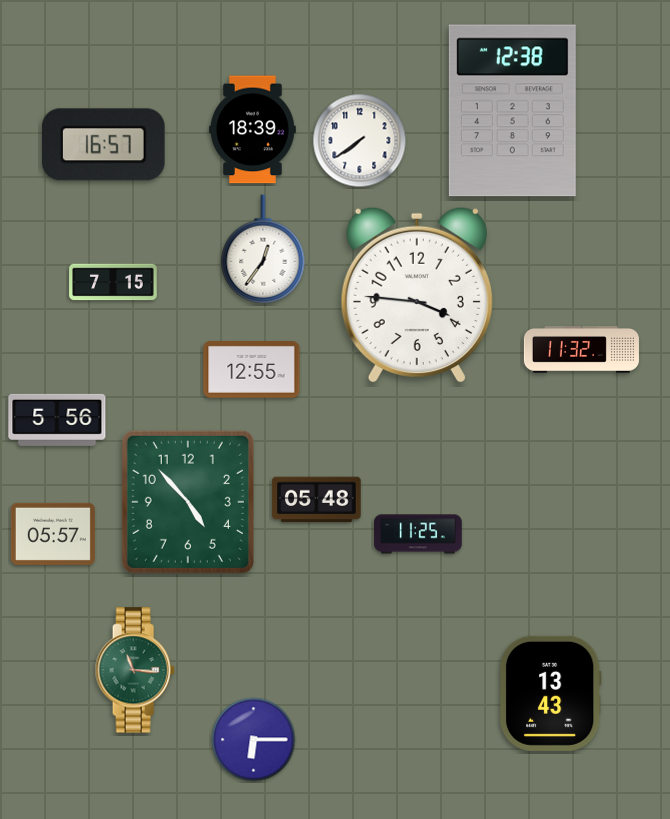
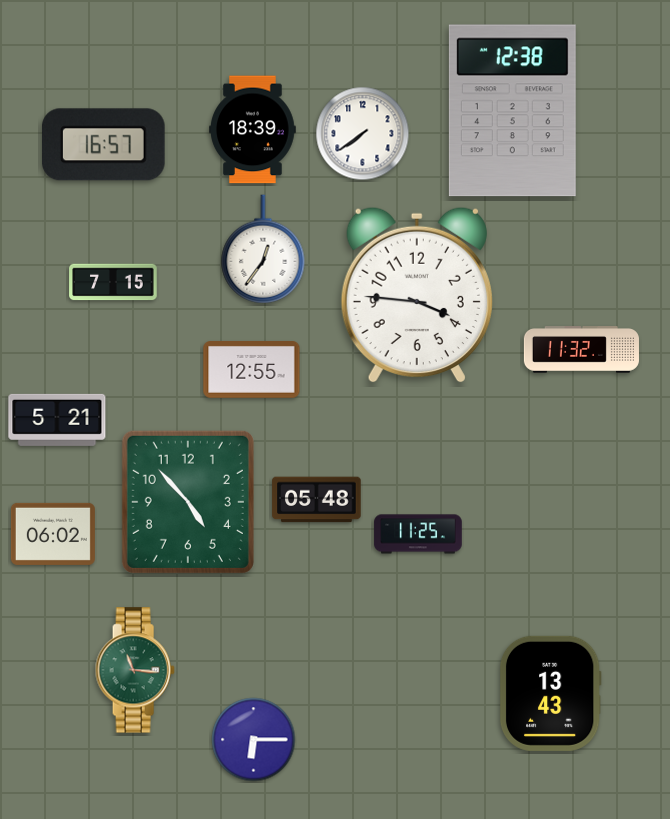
clock at (360, 141) position: (360, 141) -> (363, 134)
clock at (57, 420): 5:56 -> 5:21
clock at (53, 534): 05:57 -> 06:02
